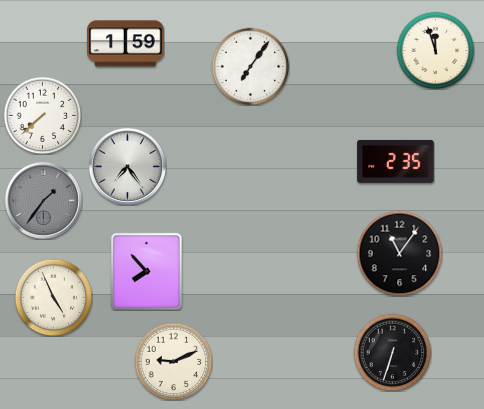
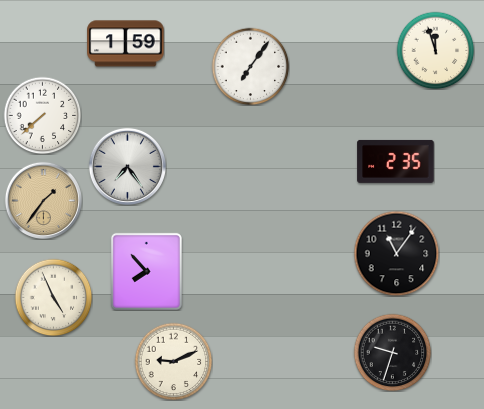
clock at (43, 200) dial: grey -> champagne
clock at (399, 253) position: (399, 253) -> (396, 253)
clock at (392, 352): 6:33 -> 9:33
